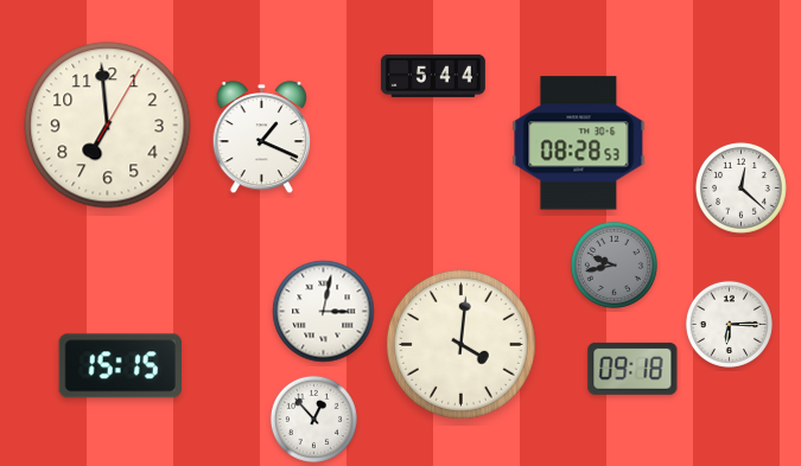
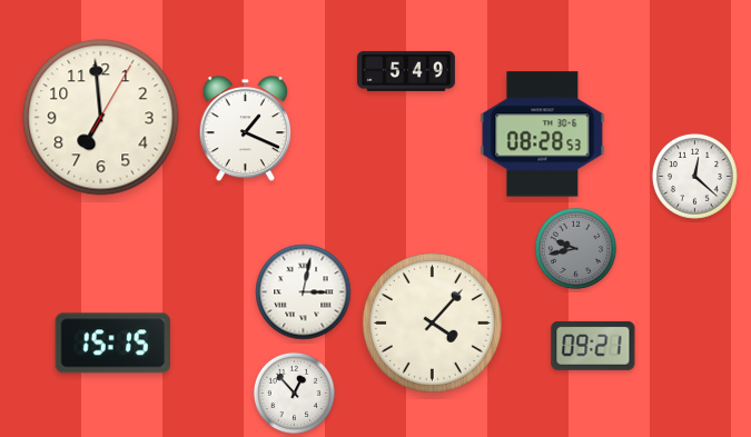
clock at (433, 76): 5:44 -> 5:49
clock at (729, 324): 6:15 -> none
clock at (460, 344): 4:01 -> 4:07
clock at (632, 369): 09:18 -> 09:21
